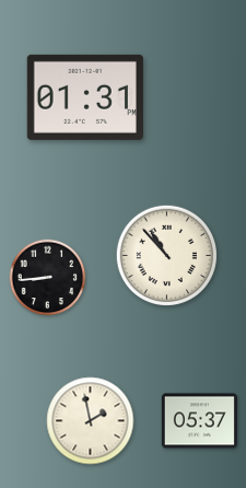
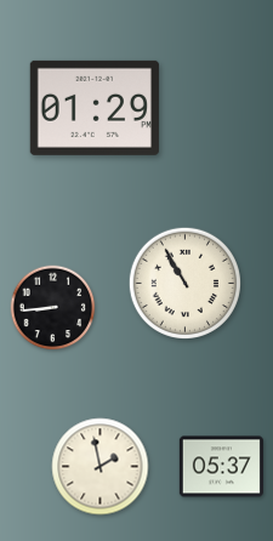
clock at (85, 97): 01:31 -> 01:29
clock at (166, 255): 10:53 -> 10:55
